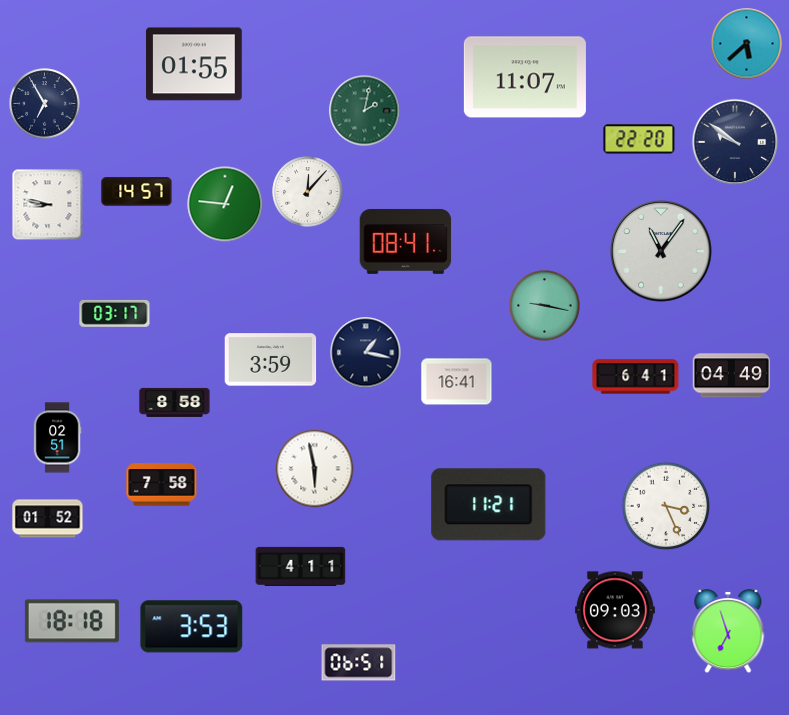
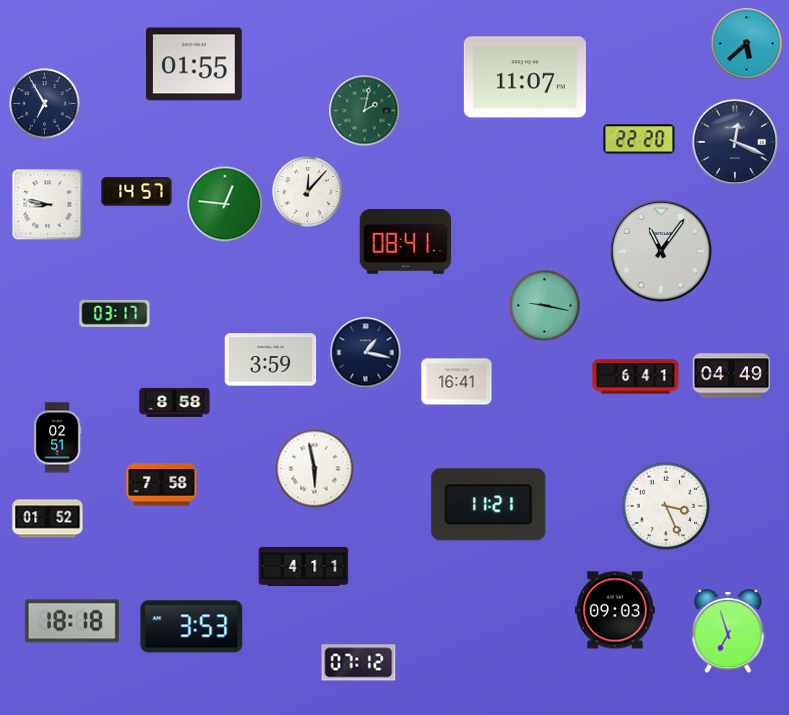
clock at (735, 142): 9:51 -> 12:19
clock at (301, 566) position: (301, 566) -> (304, 566)
clock at (359, 663): 06:51 -> 07:12
